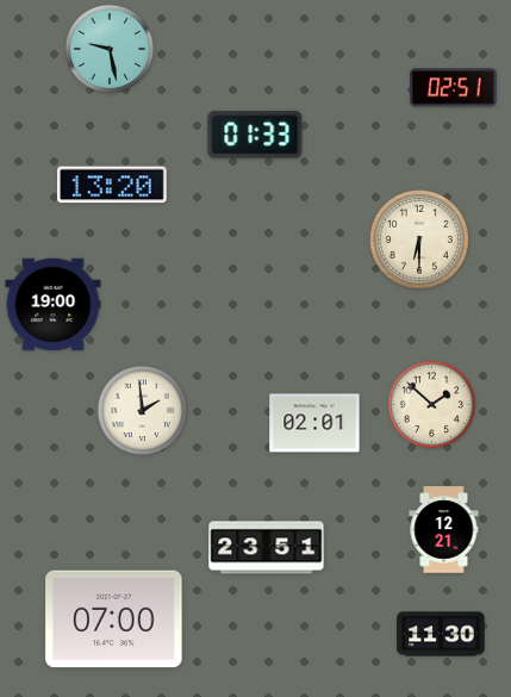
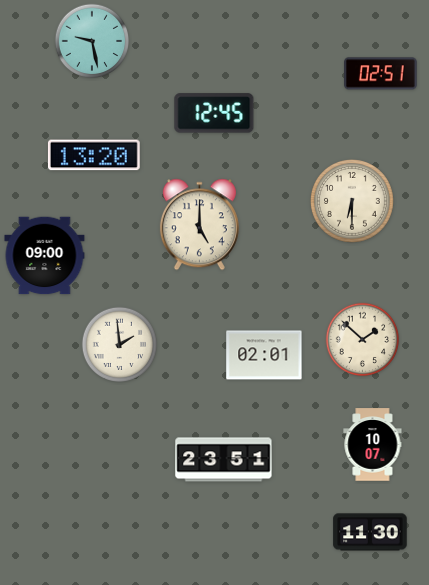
clock at (255, 135): 01:33 -> 12:45
clock at (199, 225): none -> 5:00
clock at (54, 305): 19:00 -> 09:00
clock at (444, 530): 12:21 -> 10:07
clock at (114, 620): 07:00 -> none
